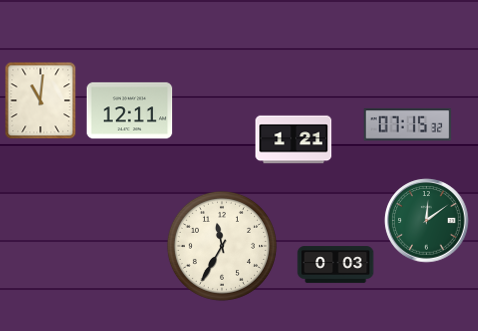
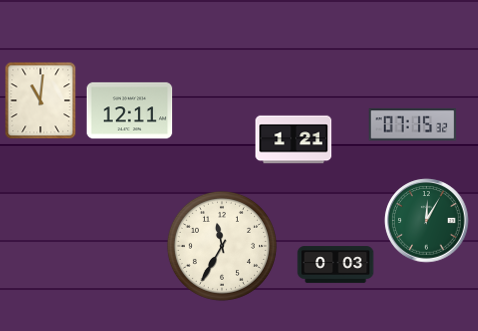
clock at (408, 125) position: (408, 125) -> (413, 125)
clock at (427, 221): 12:09 -> 12:05
